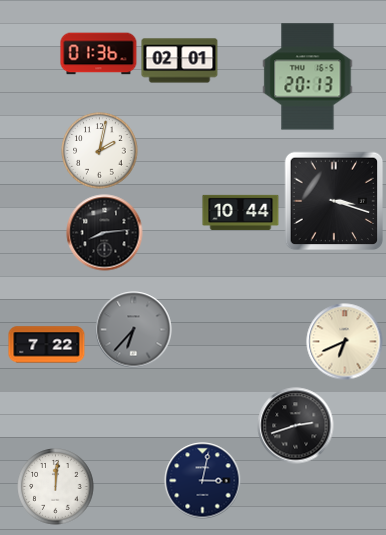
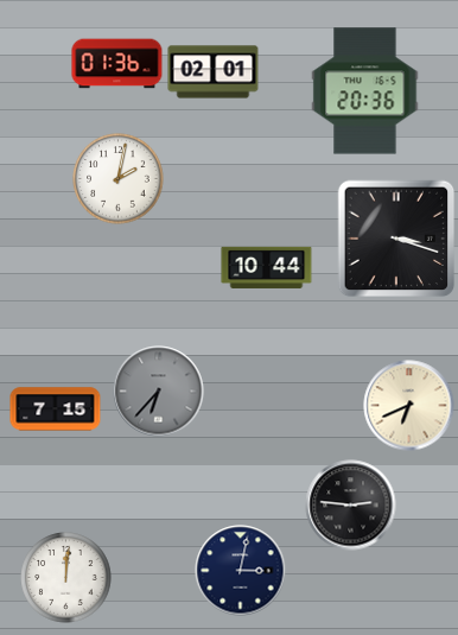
clock at (308, 77): 20:13 -> 20:36
clock at (241, 212) position: (241, 212) -> (267, 267)
clock at (105, 233): 8:14 -> none
clock at (47, 345): 7:22 -> 7:15
clock at (296, 426): 2:42 -> 2:46
